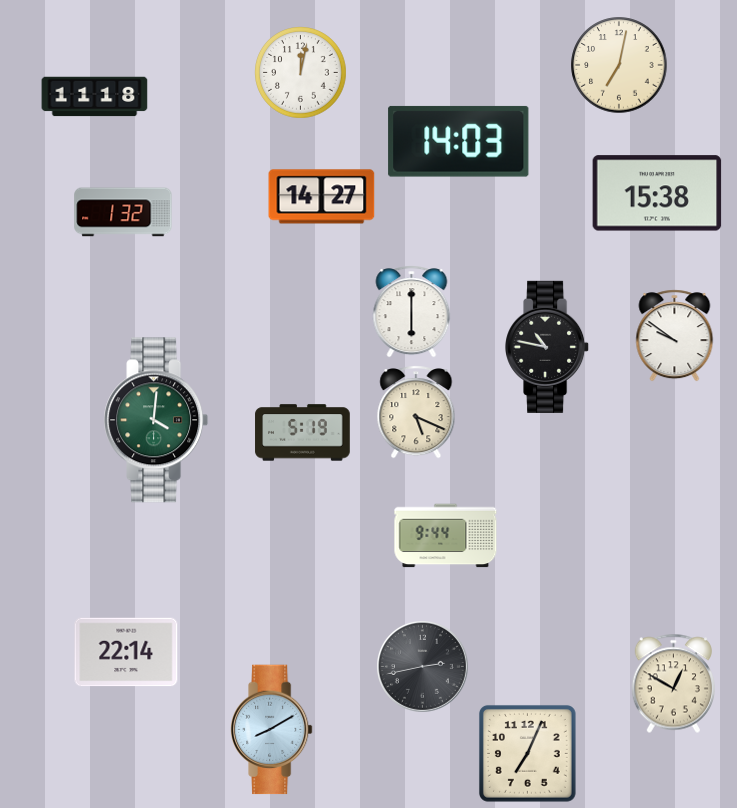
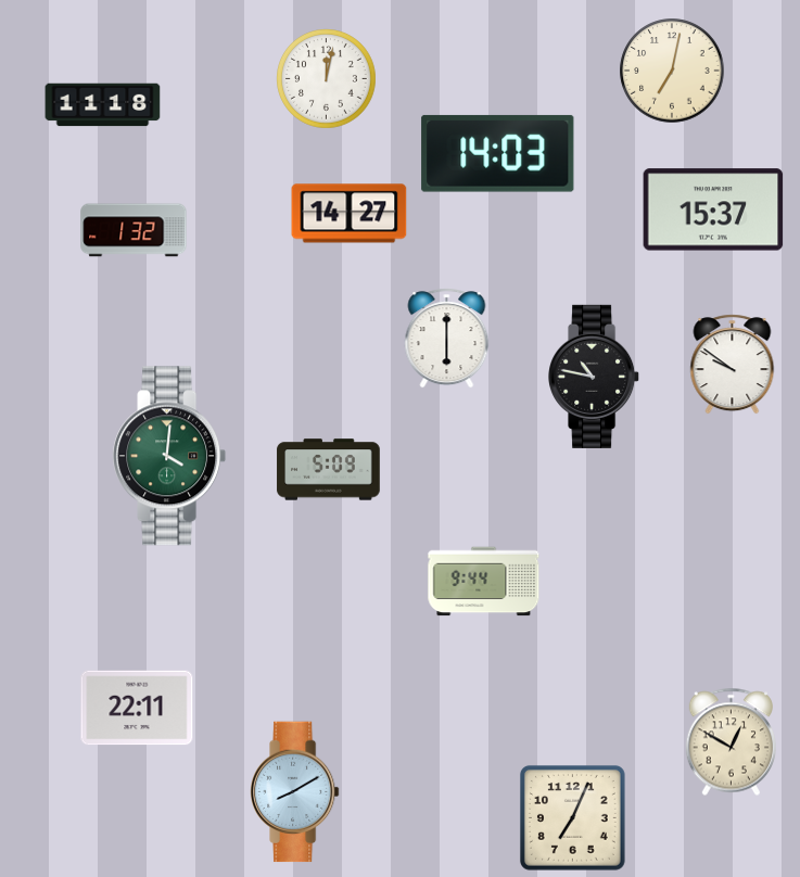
clock at (657, 193): 15:38 -> 15:37
clock at (416, 412): 5:19 -> none
clock at (303, 433): 5:19 -> 5:09
clock at (126, 652): 22:14 -> 22:11
clock at (423, 667): 2:43 -> none
